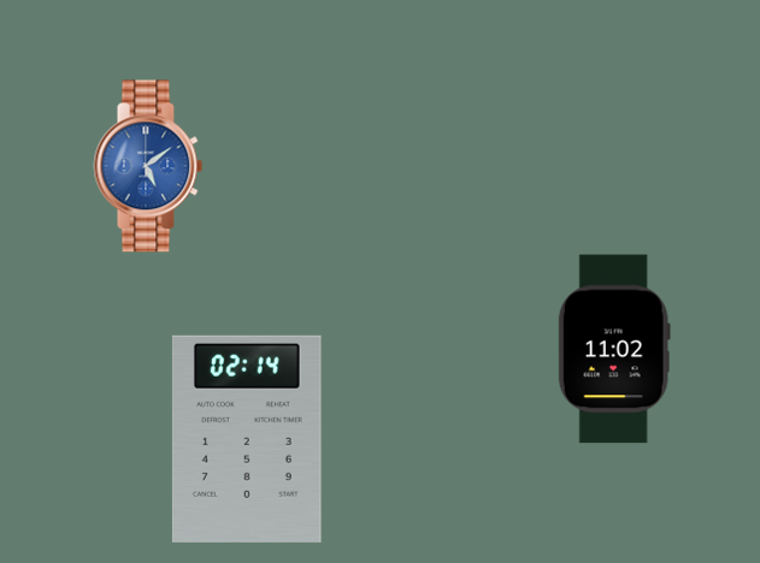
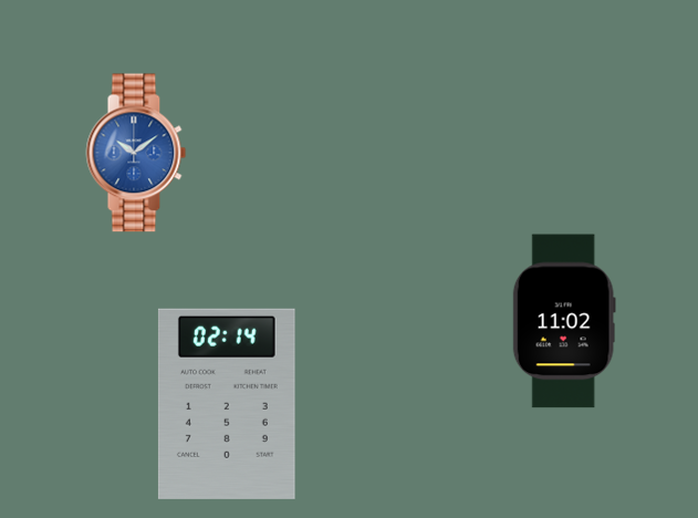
clock at (148, 166): 5:09 -> 10:09
